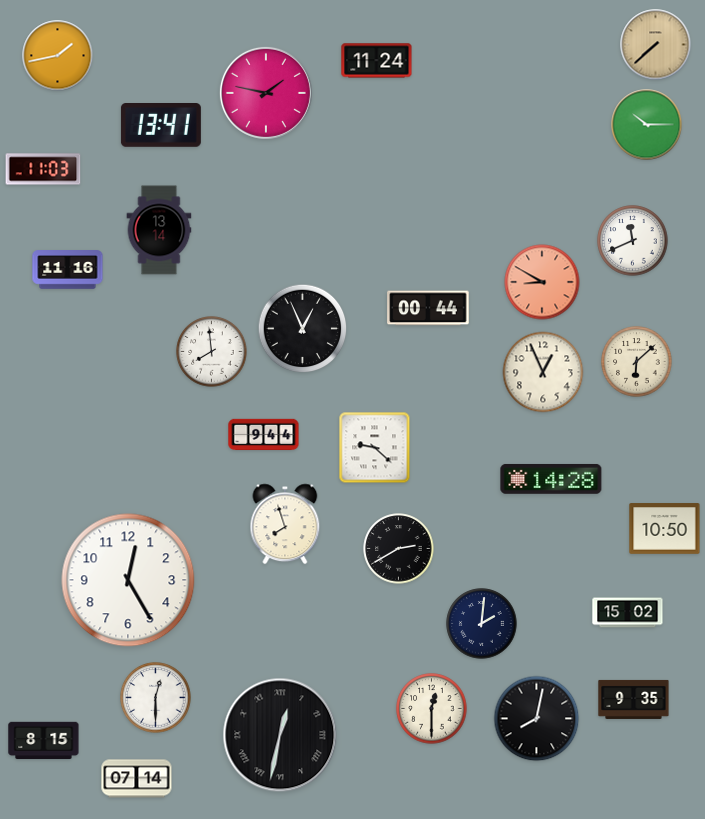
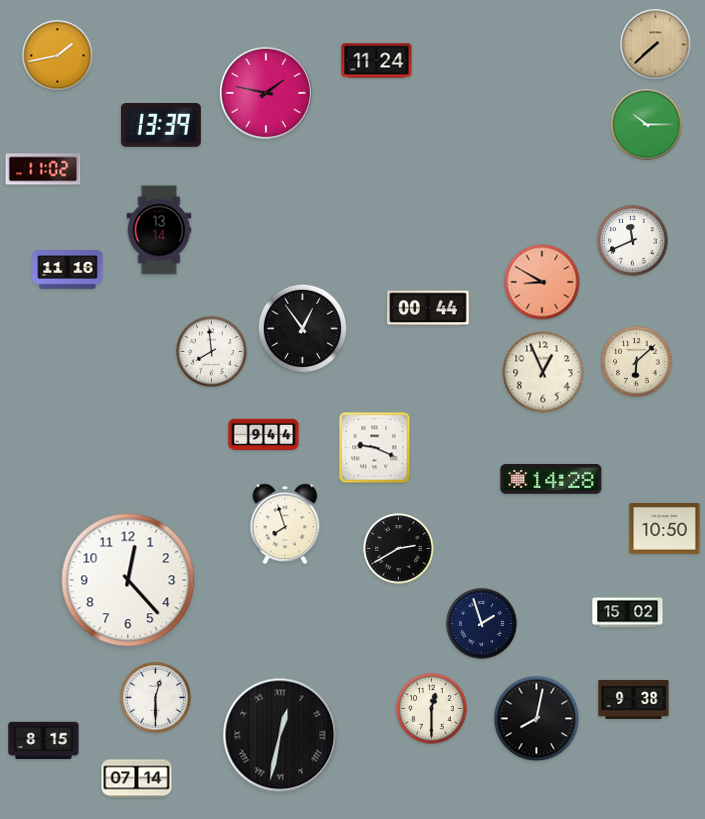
clock at (161, 126): 13:41 -> 13:39
clock at (43, 169): 11:03 -> 11:02
clock at (303, 329): 12:56 -> 12:54
clock at (375, 448): 9:22 -> 9:19
clock at (128, 580): 12:25 -> 12:23
clock at (482, 624): 2:01 -> 1:57
clock at (634, 699): 9:35 -> 9:38
